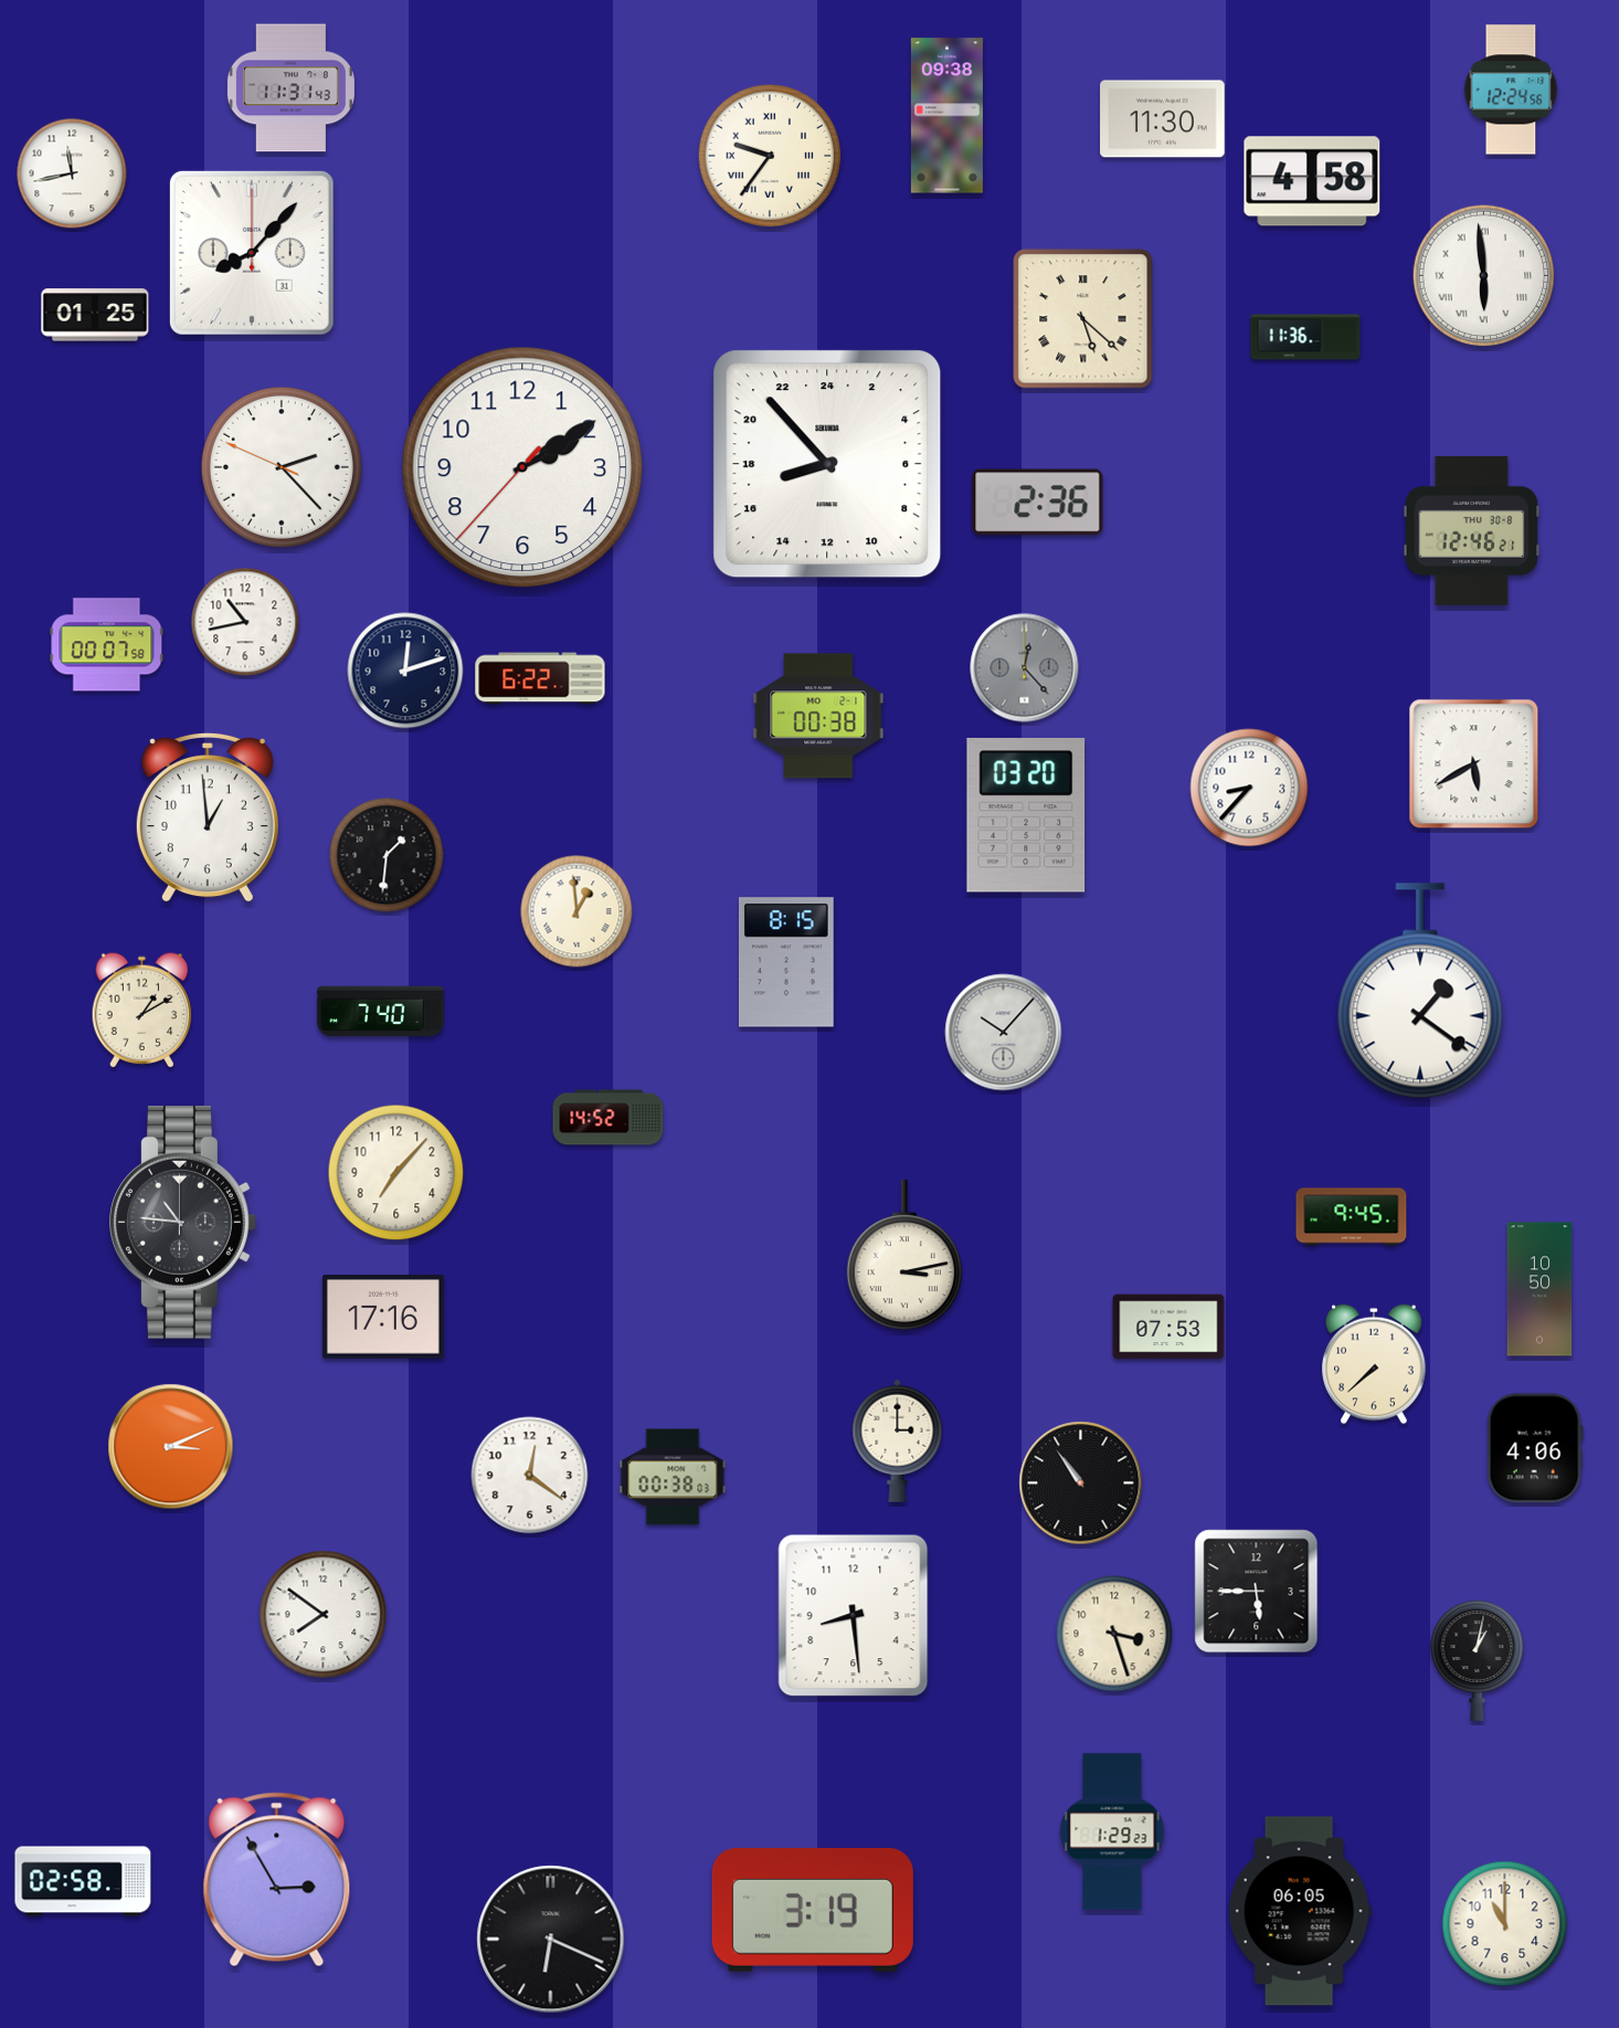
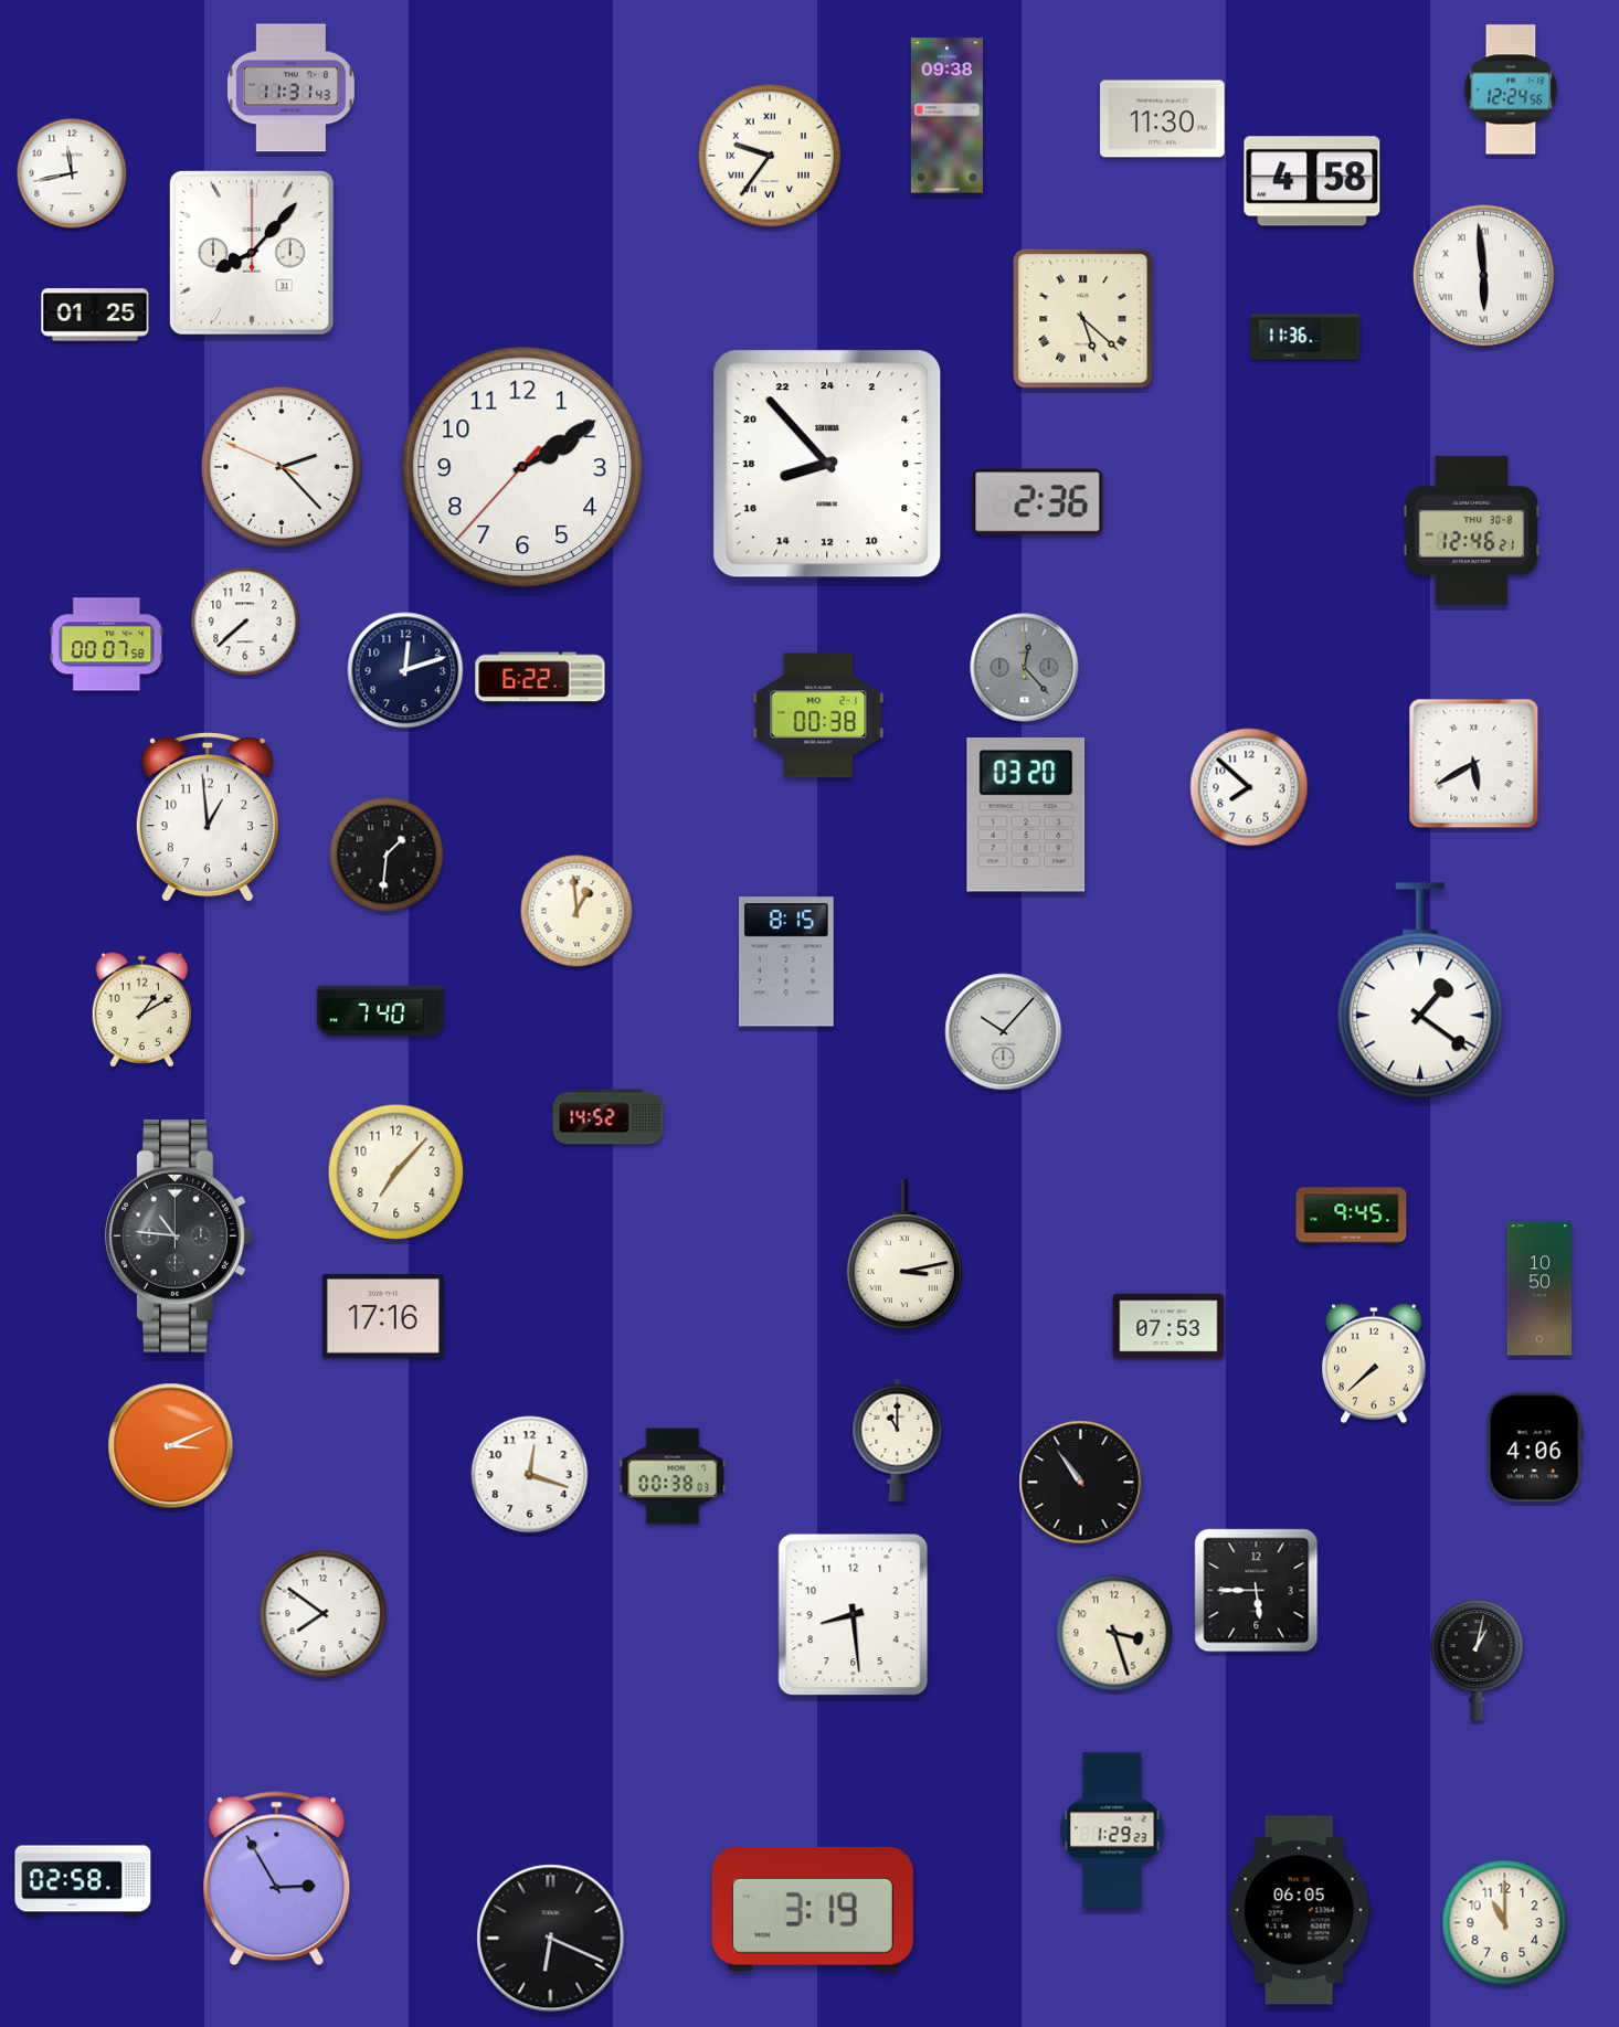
clock at (245, 622): 10:43 -> 7:38
clock at (1249, 788): 8:37 -> 7:52
clock at (183, 1223) position: (183, 1223) -> (179, 1237)
clock at (898, 1440): 3:00 -> 11:00
clock at (530, 1476): 12:21 -> 12:18
